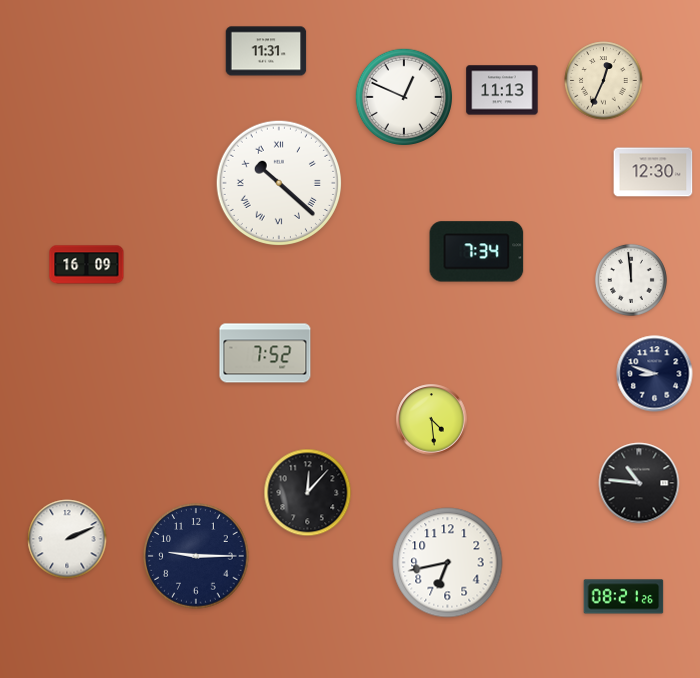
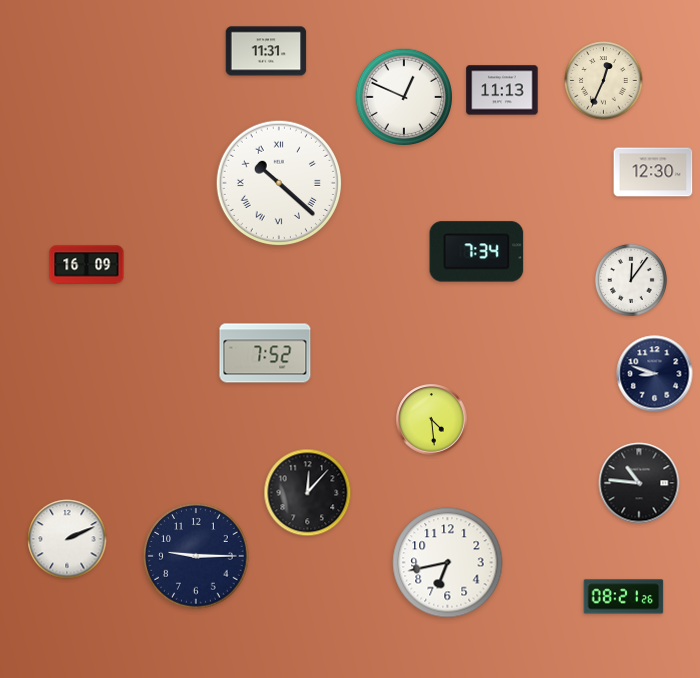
clock at (631, 280): 11:59 -> 12:06
